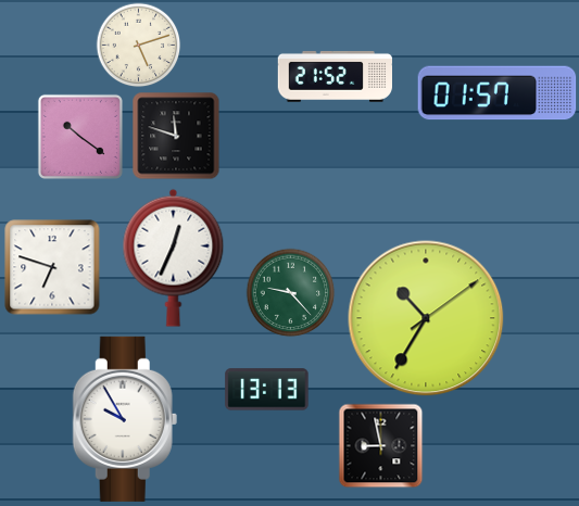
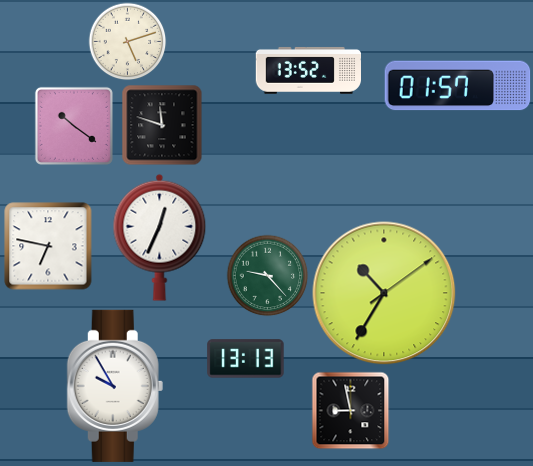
clock at (336, 76): 21:52 -> 13:52
clock at (52, 267): 6:48 -> 6:47
clock at (290, 292) position: (290, 292) -> (267, 275)
clock at (426, 318) position: (426, 318) -> (384, 293)
